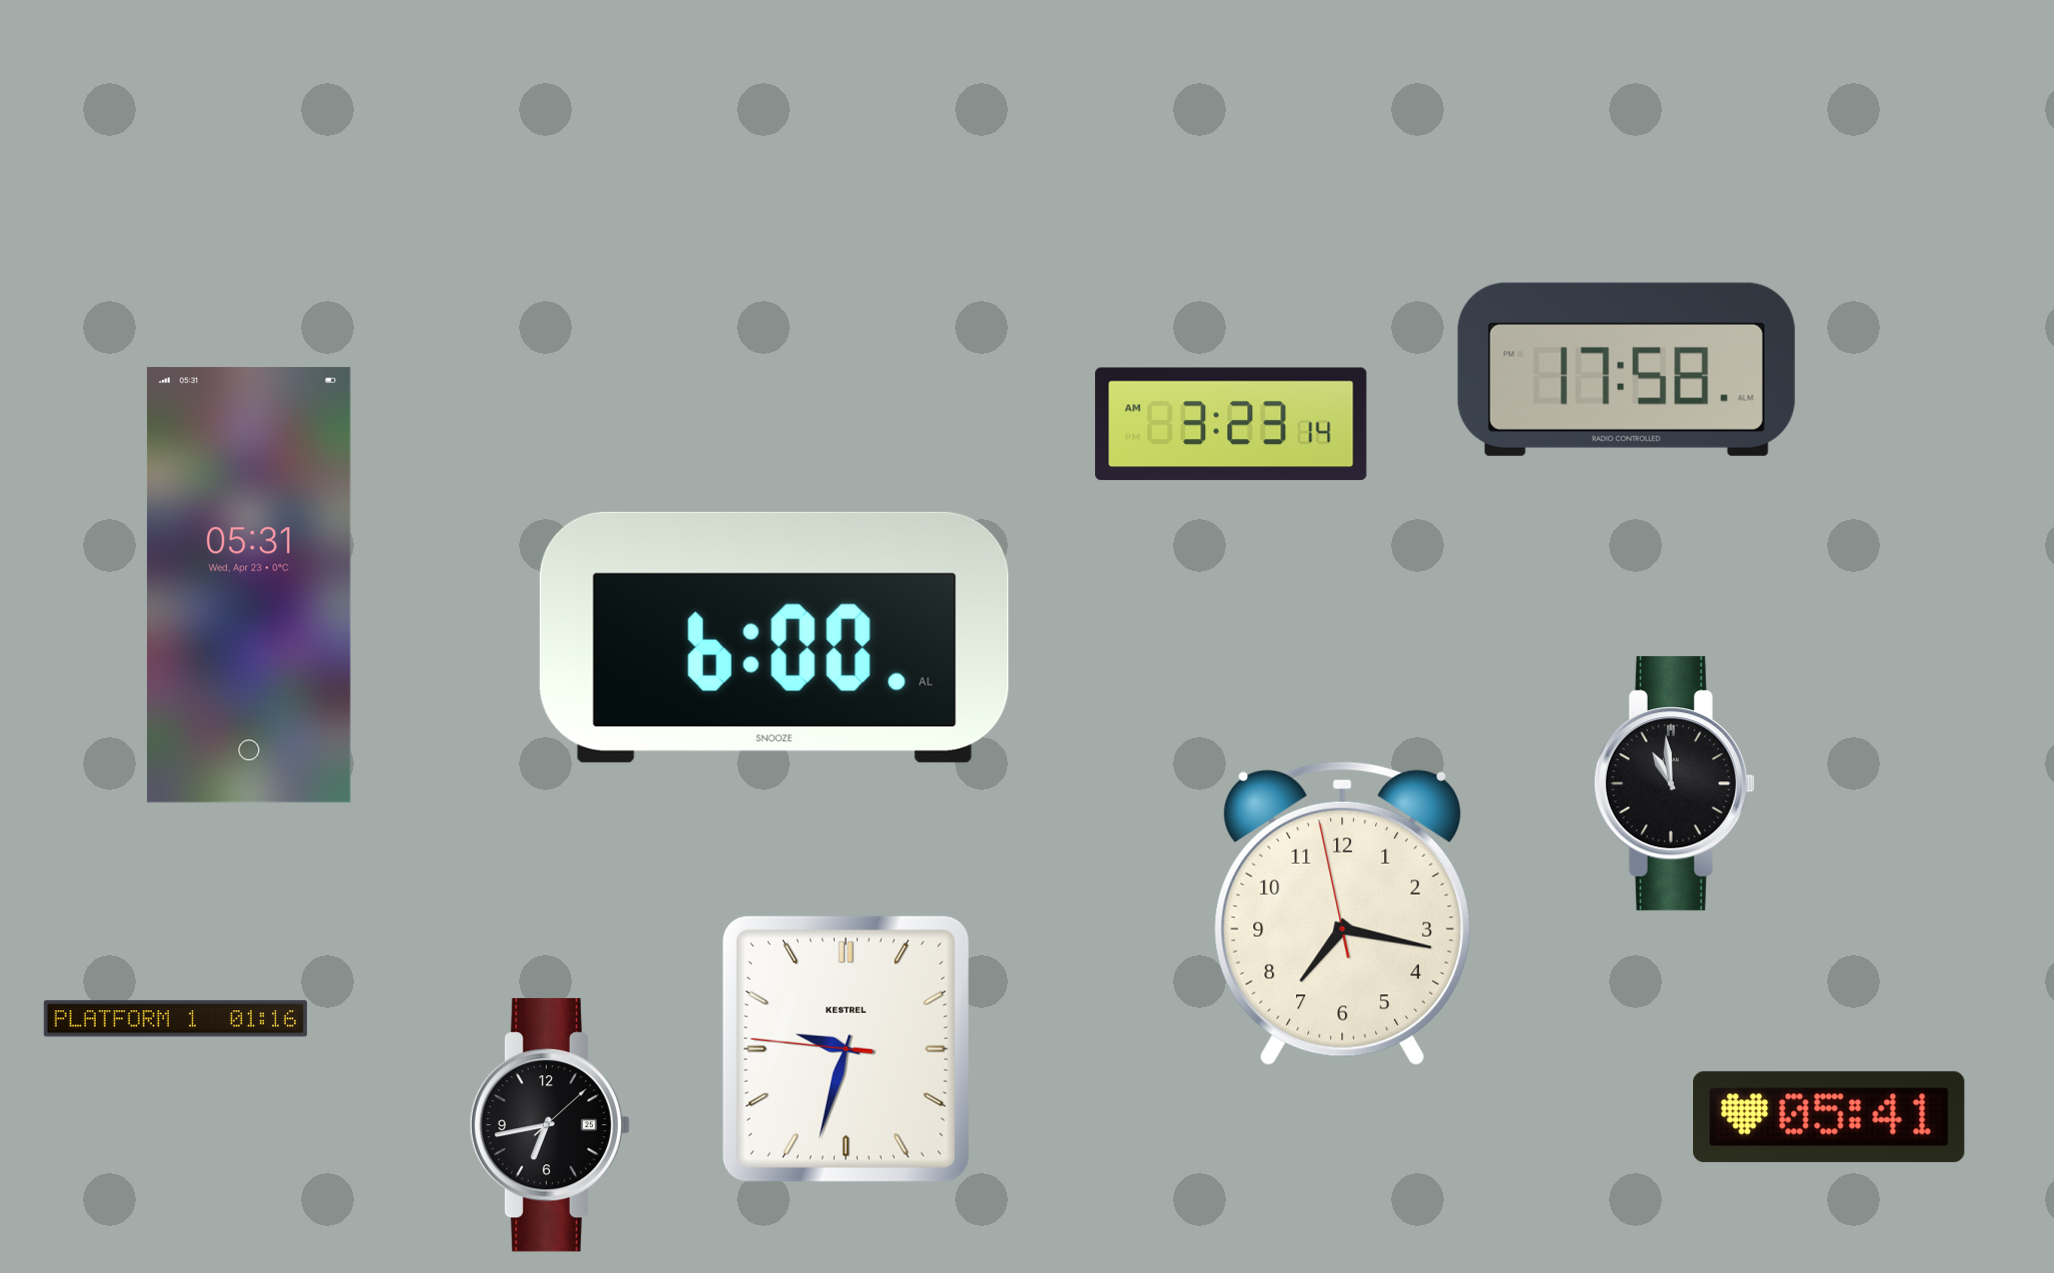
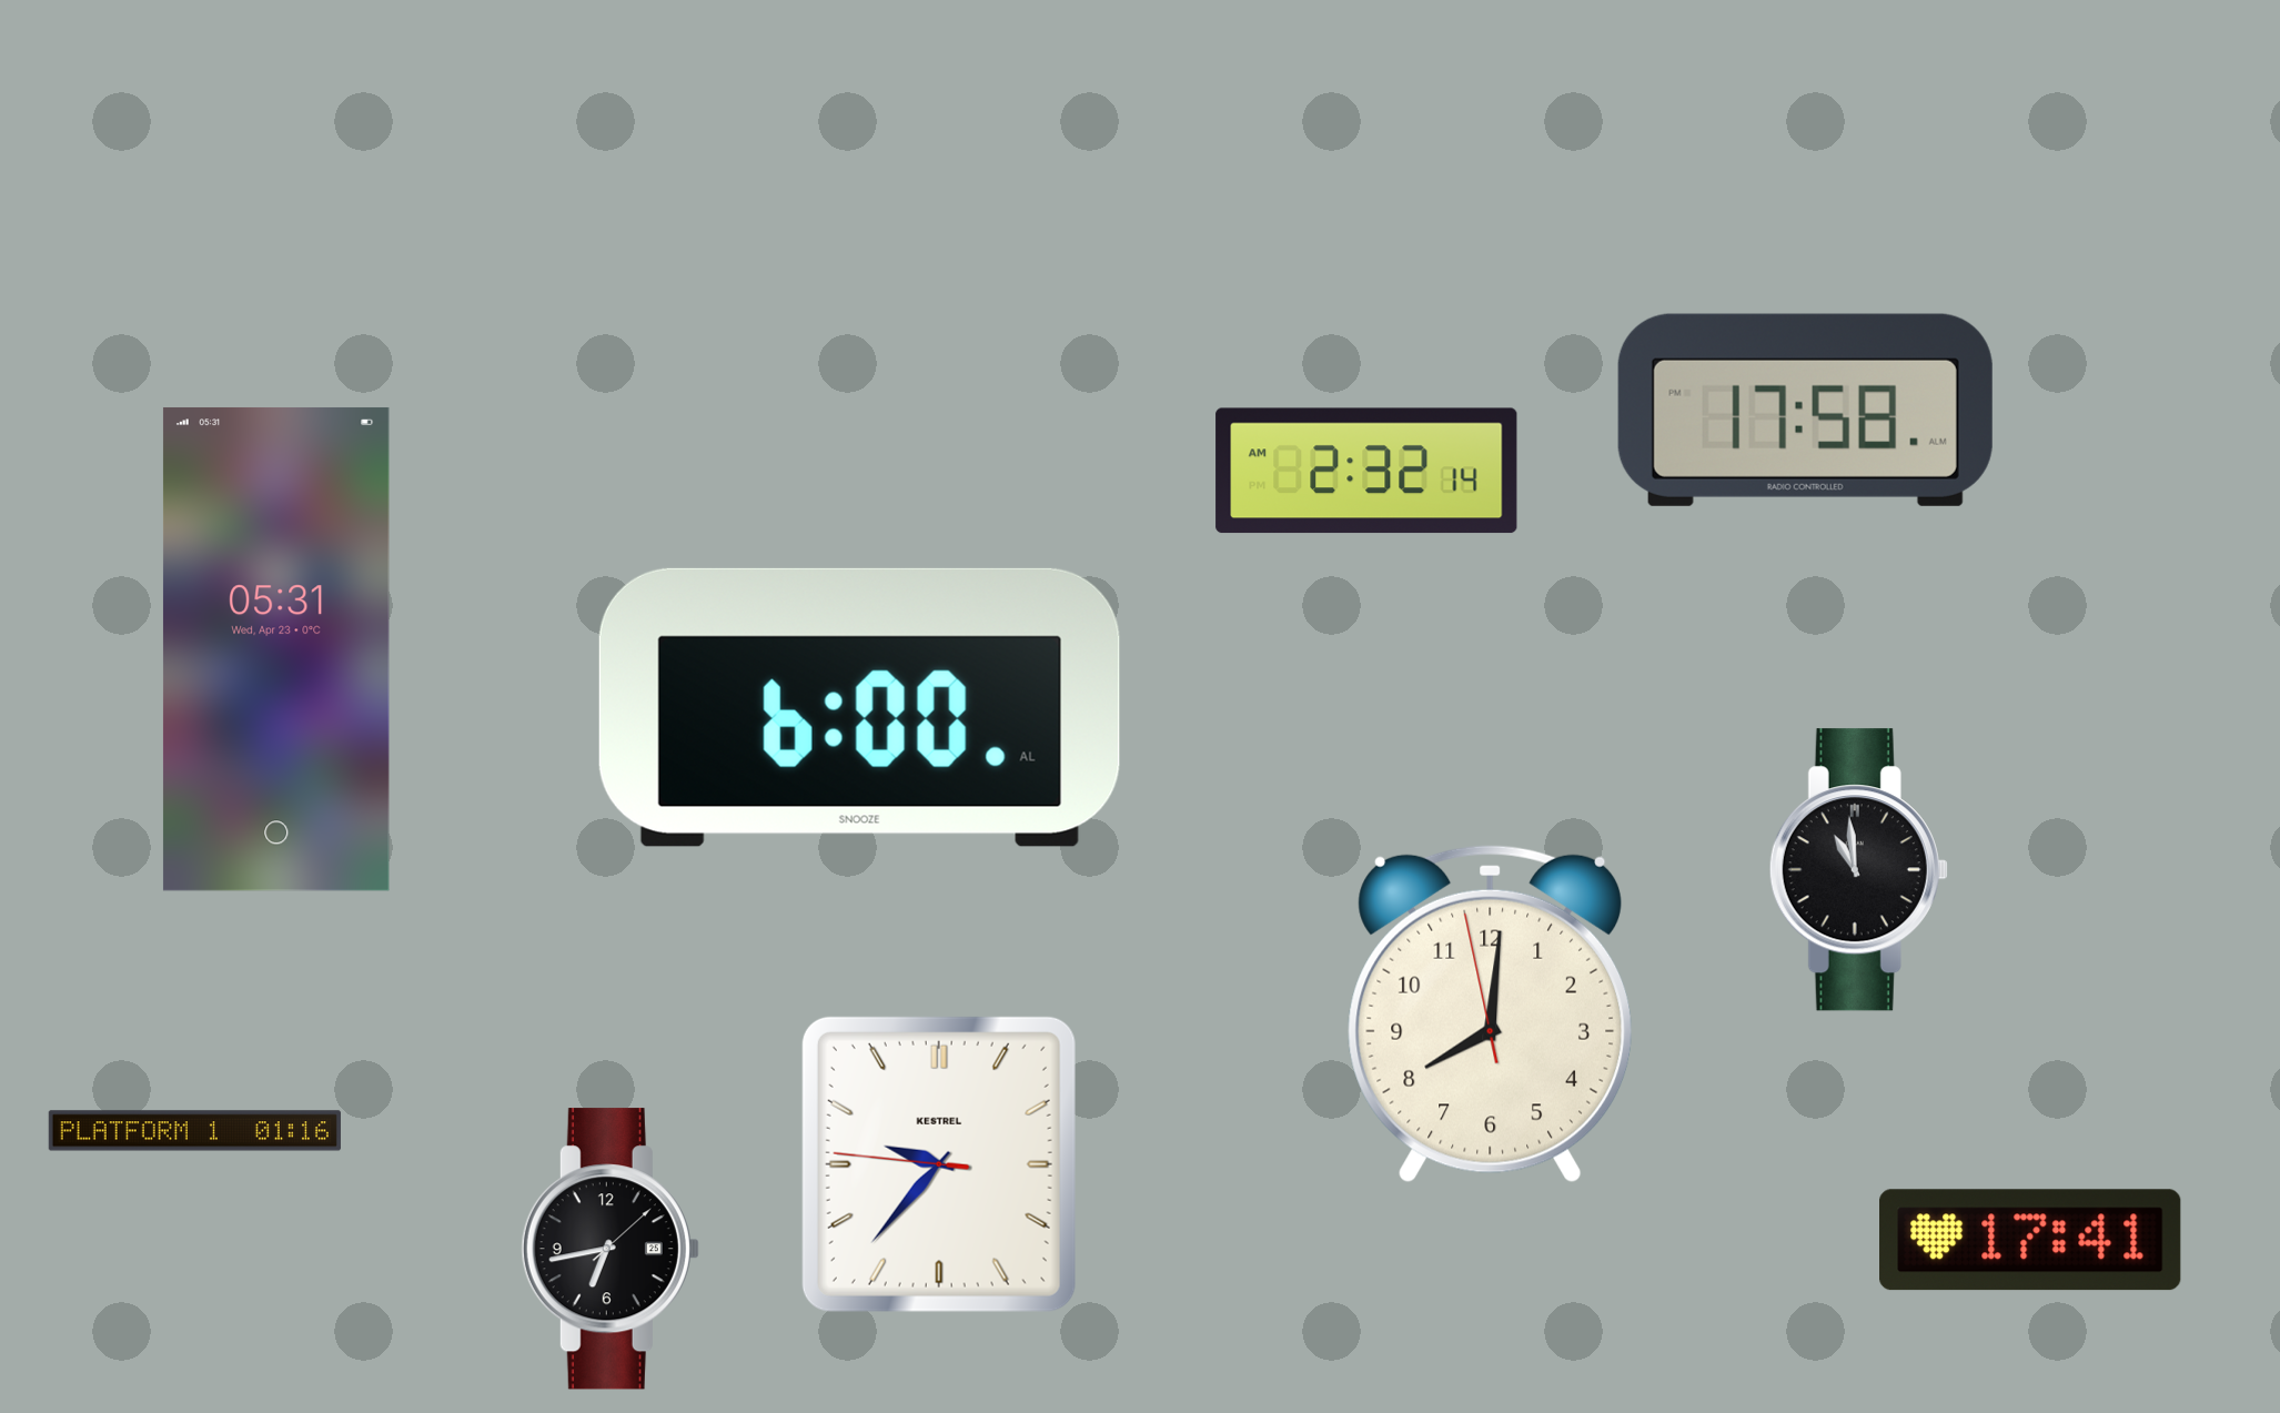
clock at (1231, 424): 3:23 -> 2:32
clock at (1343, 914): 7:16 -> 8:00
clock at (846, 1049): 9:32 -> 9:36
clock at (1829, 1117): 05:41 -> 17:41
